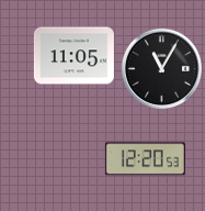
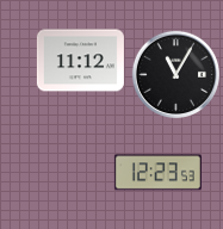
clock at (73, 56): 11:05 -> 11:12
clock at (145, 159): 12:20 -> 12:23
